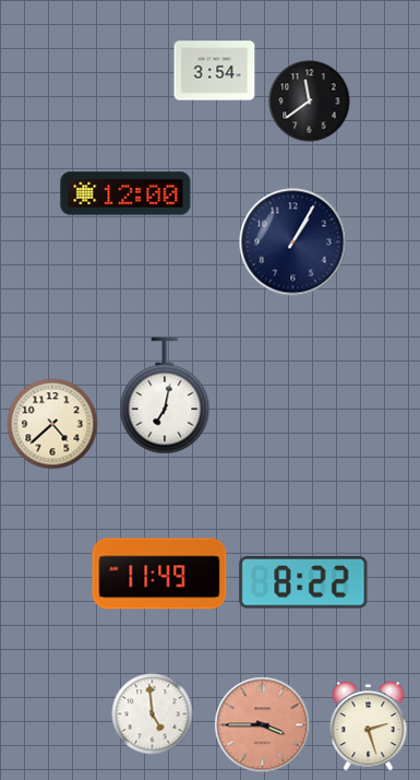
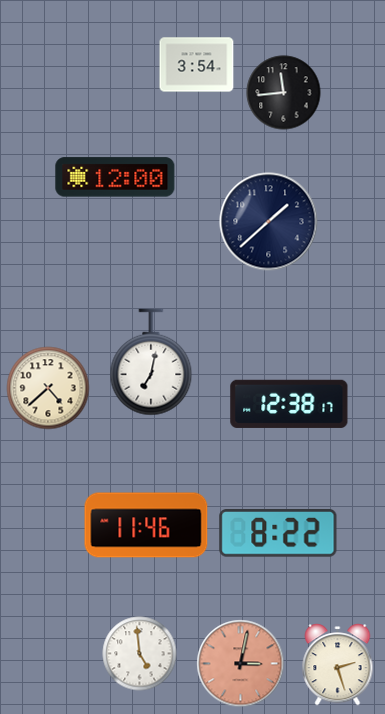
clock at (310, 102): 11:39 -> 11:44
clock at (293, 243): 1:05 -> 1:38
clock at (289, 404): none -> 12:38
clock at (159, 574): 11:49 -> 11:46
clock at (263, 725): 3:45 -> 3:02
